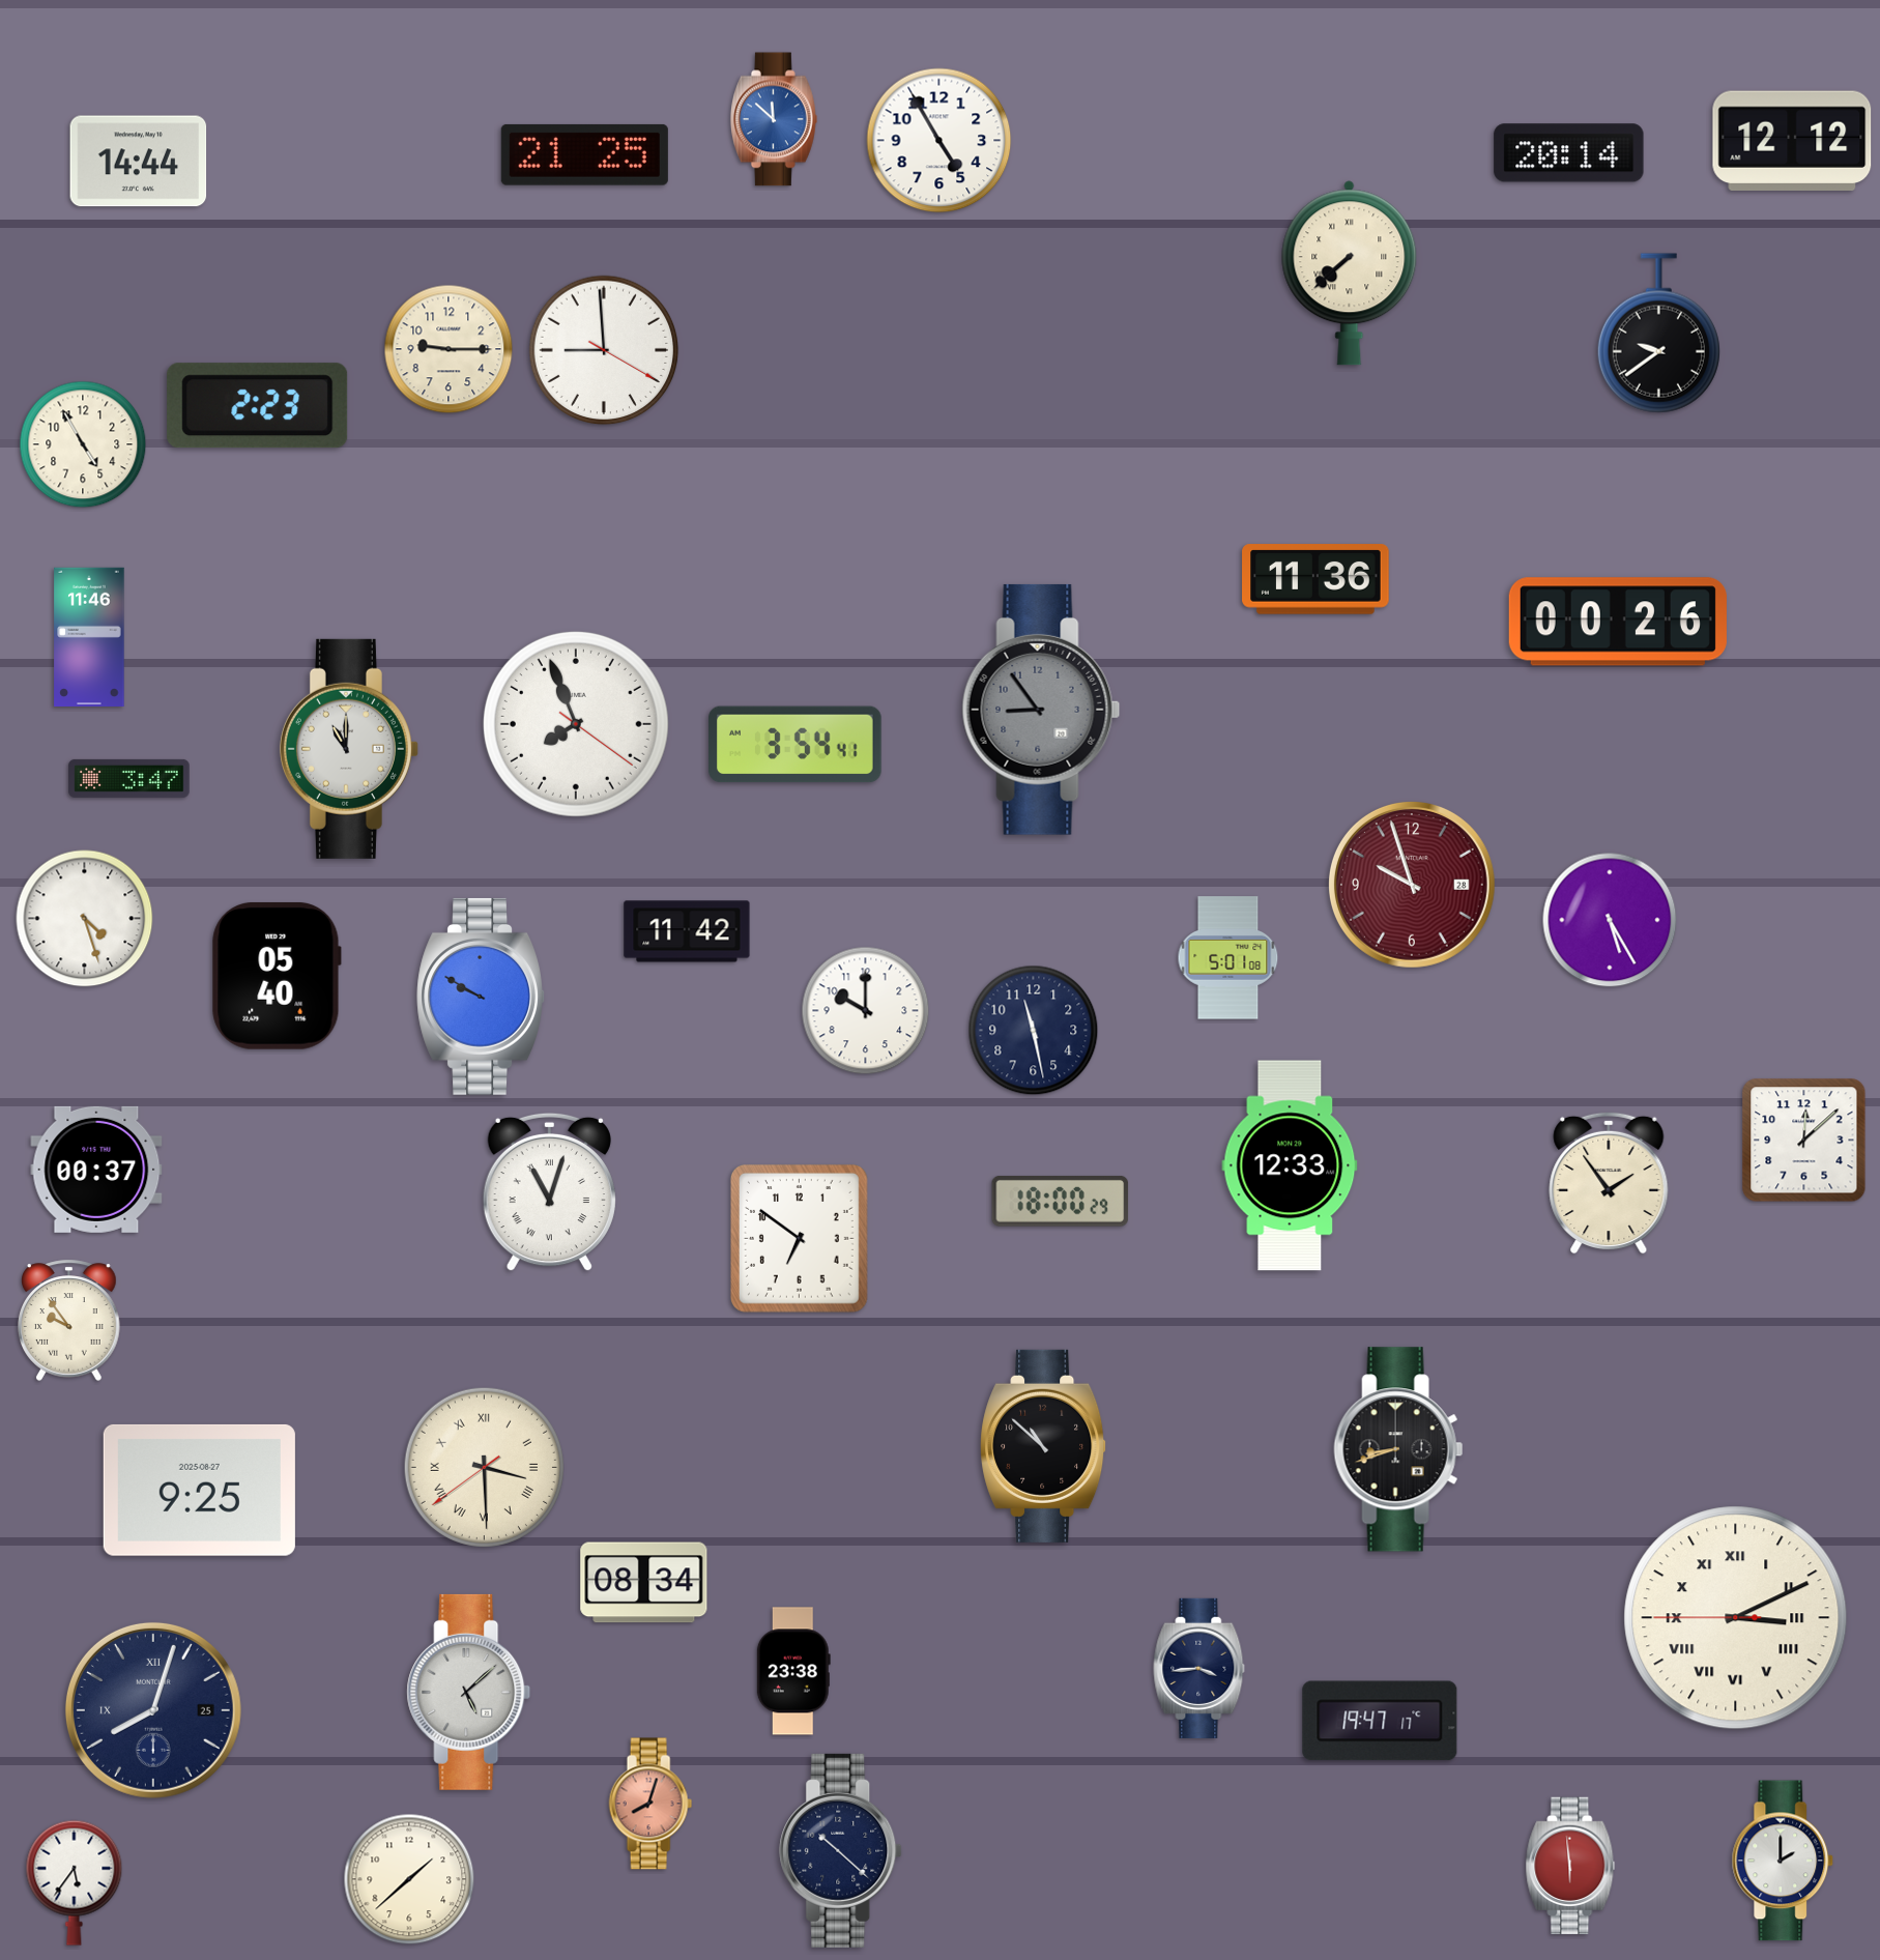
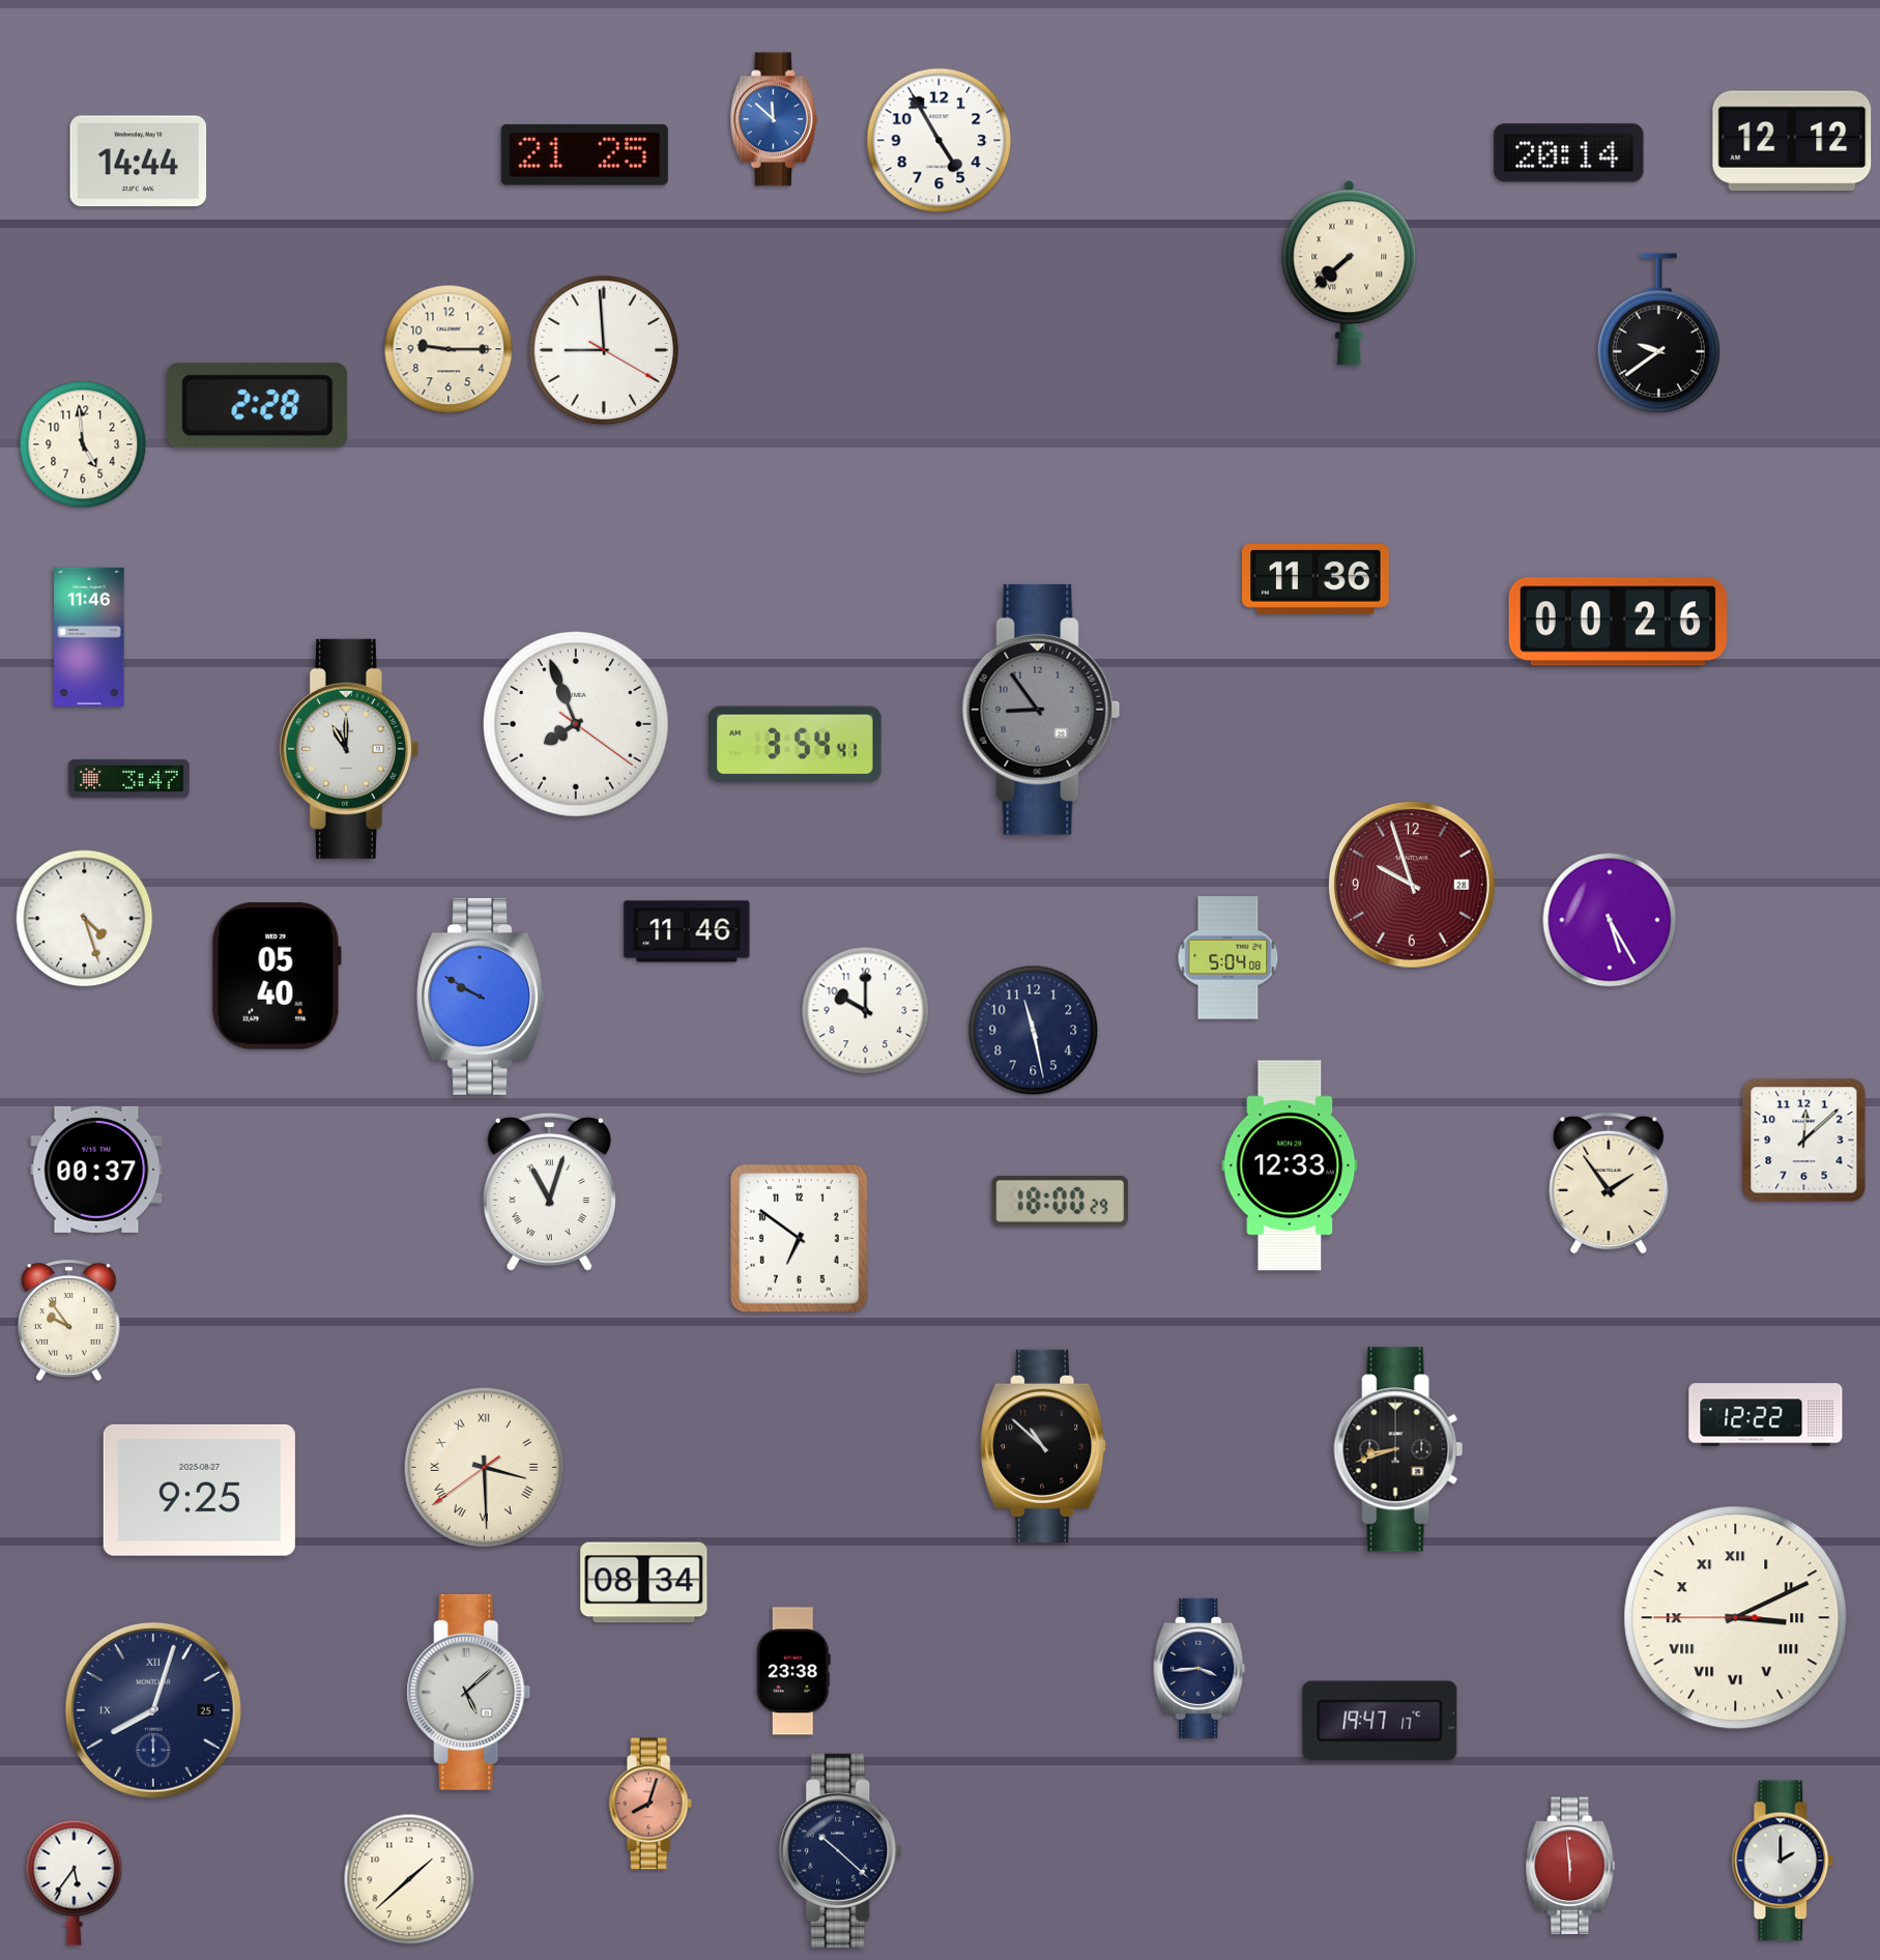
clock at (258, 406): 2:23 -> 2:28
clock at (83, 444): 4:55 -> 4:59
clock at (687, 931): 11:42 -> 11:46
clock at (1228, 958): 5:01 -> 5:04
clock at (1766, 1415): none -> 12:22
